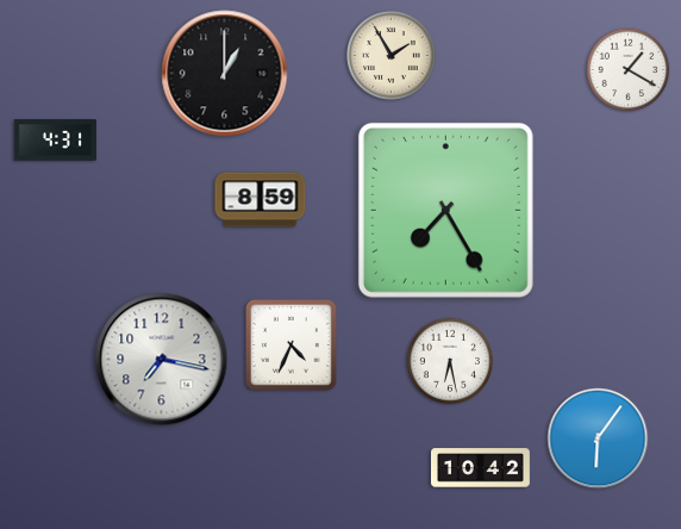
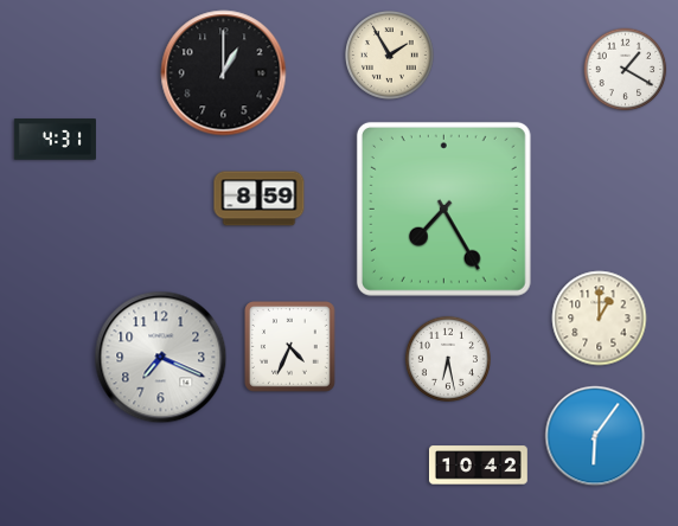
clock at (600, 319): none -> 1:00
clock at (292, 346) position: (292, 346) -> (290, 347)
clock at (162, 360): 7:17 -> 7:19
